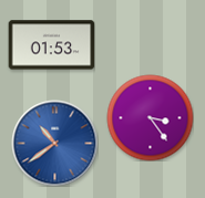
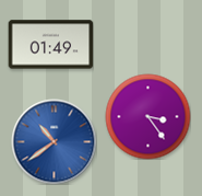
clock at (51, 45): 01:53 -> 01:49
